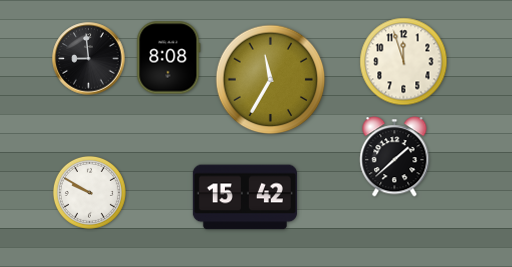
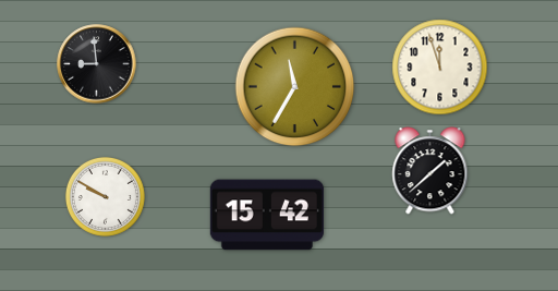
clock at (169, 58): 8:08 -> none
clock at (89, 192) position: (89, 192) -> (105, 196)
